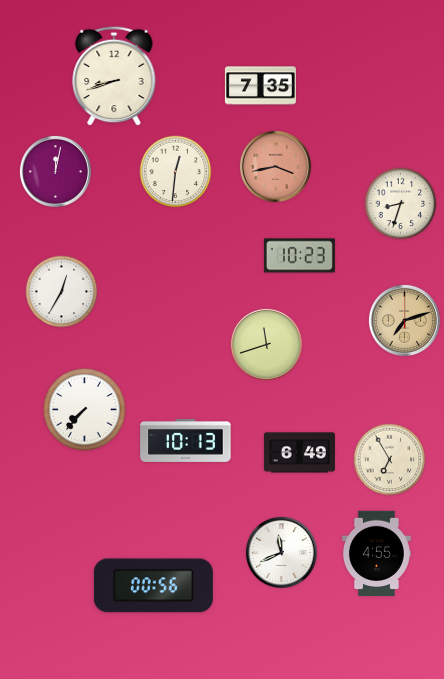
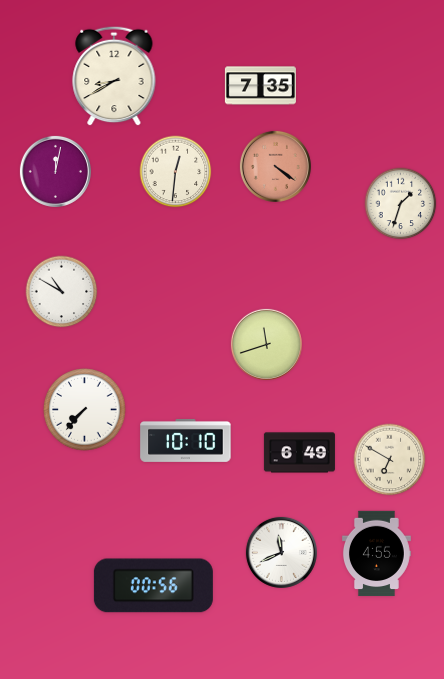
clock at (114, 76): 8:42 -> 8:40
clock at (275, 166): 3:43 -> 4:21
clock at (401, 204): 8:33 -> 1:33
clock at (299, 256): 10:23 -> none
clock at (62, 292): 12:35 -> 10:50
clock at (404, 320): 7:12 -> none
clock at (186, 440): 10:13 -> 10:10
clock at (390, 460): 6:55 -> 6:50
